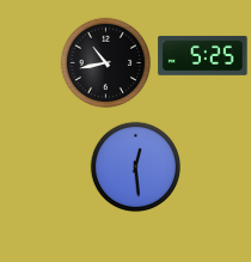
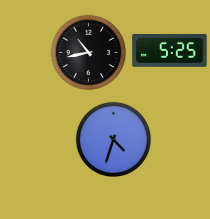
clock at (203, 55) position: (203, 55) -> (170, 50)
clock at (136, 167): 12:29 -> 4:33
